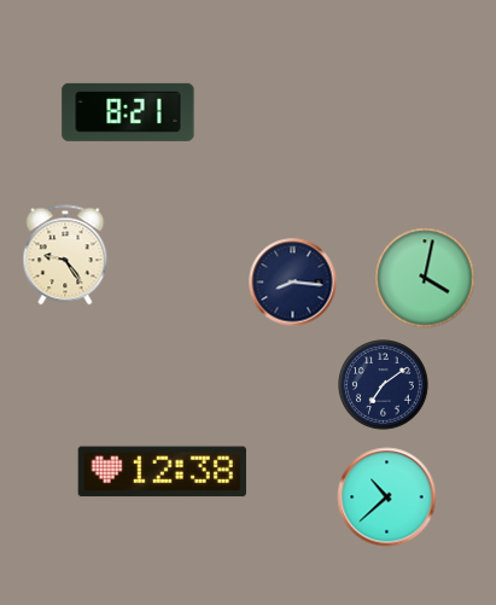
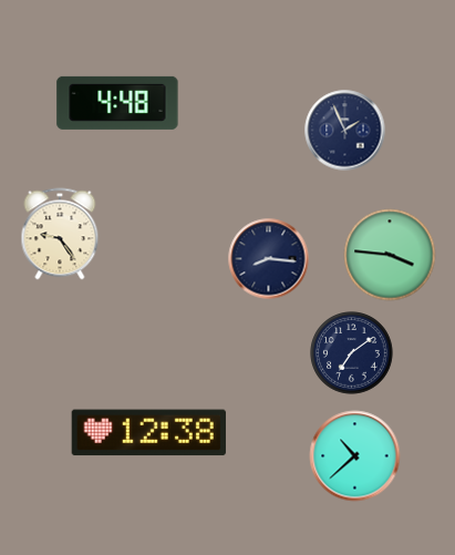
clock at (128, 112): 8:21 -> 4:48
clock at (345, 131): none -> 1:56
clock at (425, 278): 4:02 -> 3:46
